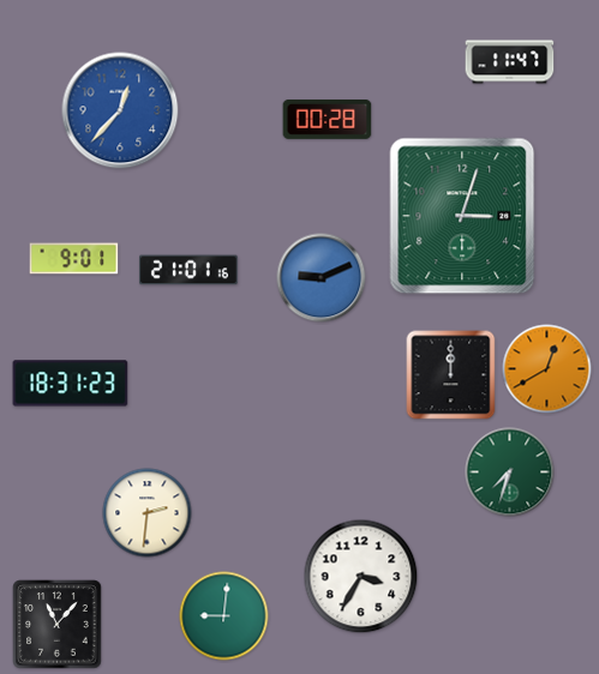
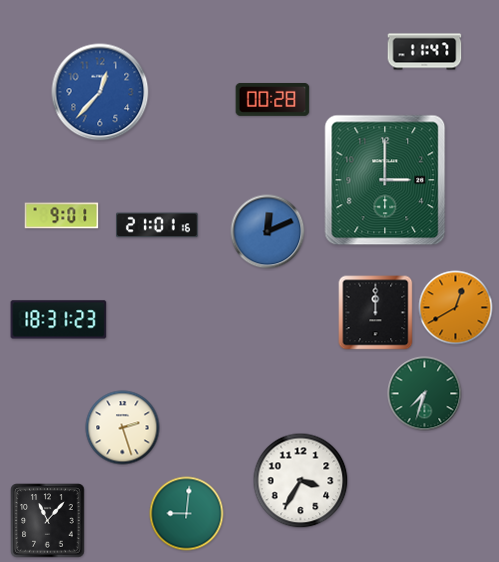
clock at (462, 216): 3:03 -> 3:00
clock at (322, 278): 9:11 -> 12:11
clock at (148, 513): 2:31 -> 2:27
